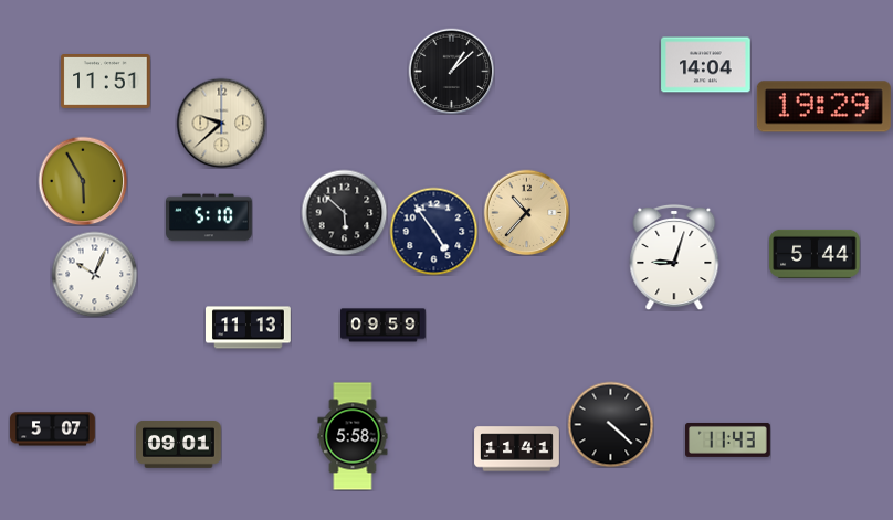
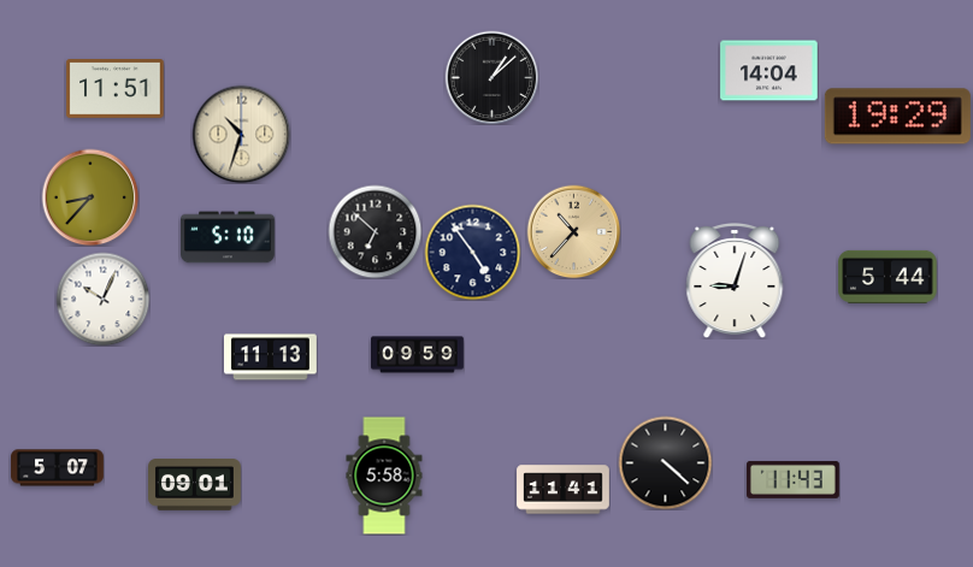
clock at (221, 123): 9:38 -> 10:33
clock at (83, 181): 5:55 -> 8:37
clock at (344, 212): 5:52 -> 6:52
